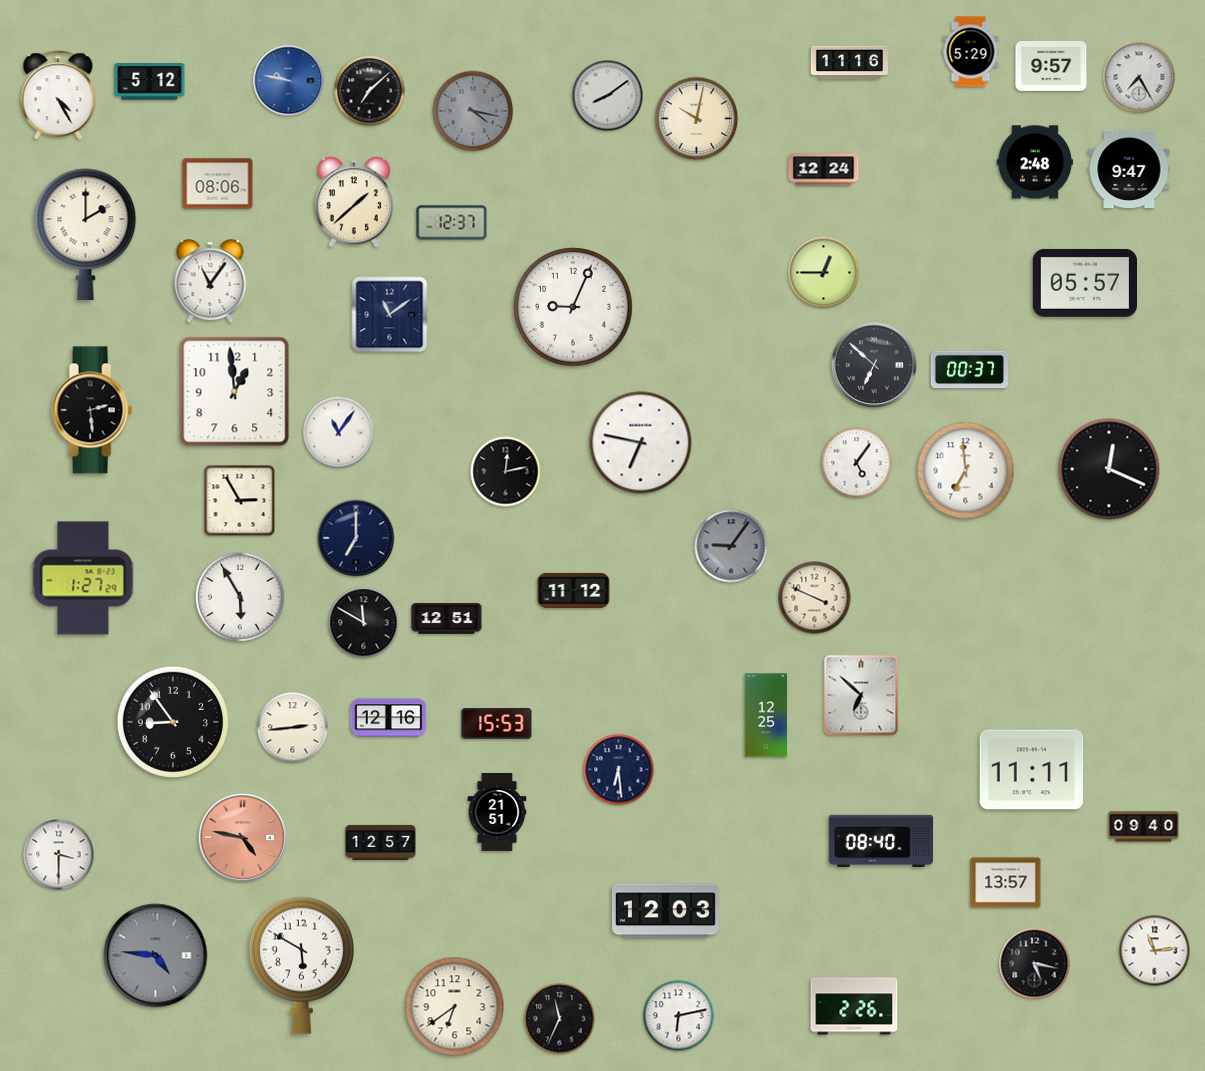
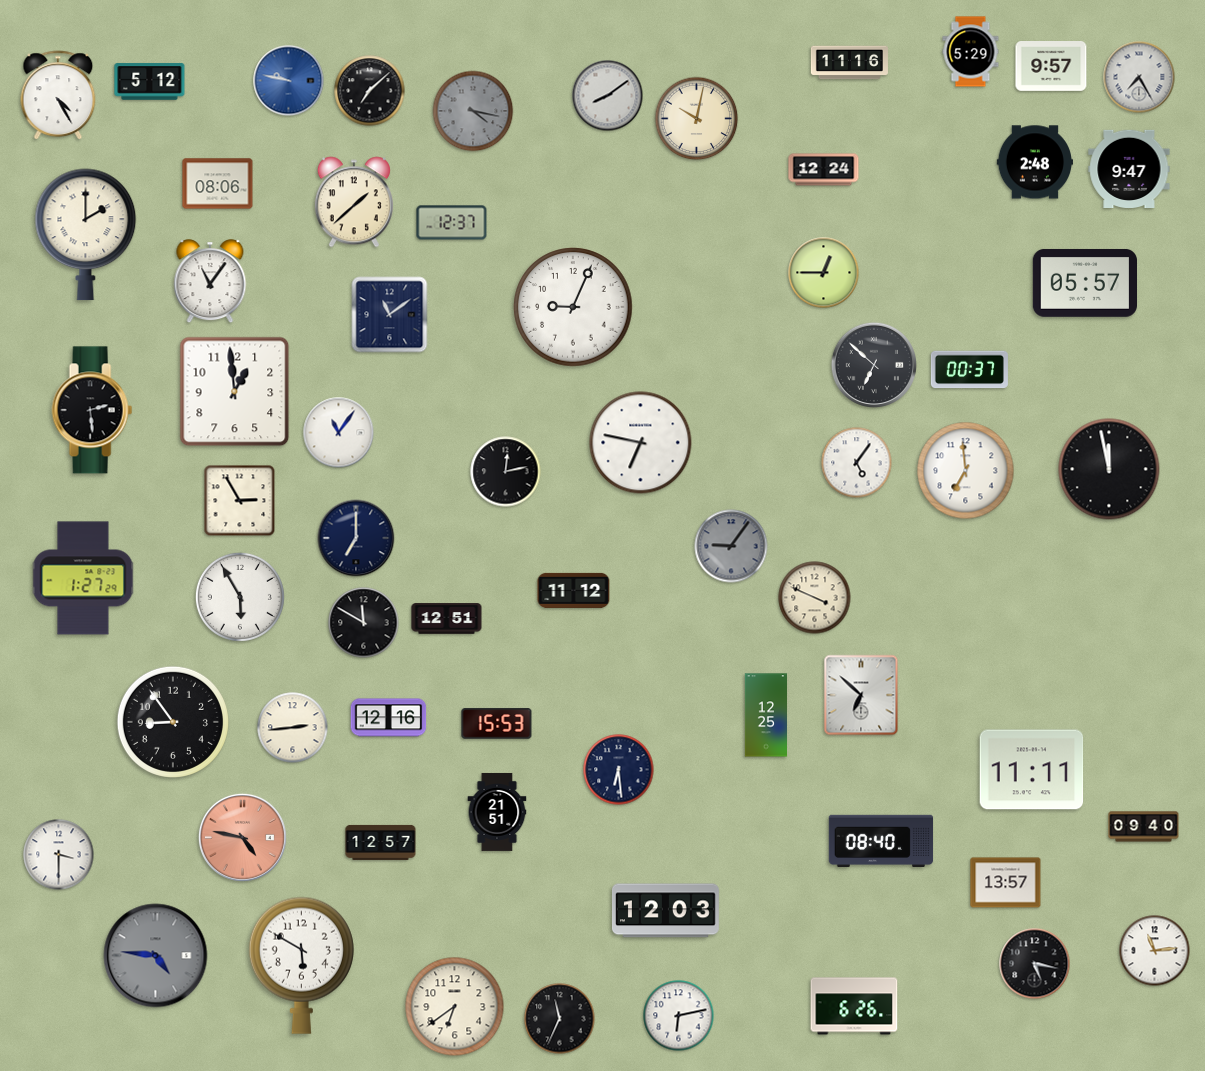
clock at (1109, 469): 12:19 -> 11:58
clock at (854, 1006): 2:26 -> 6:26
